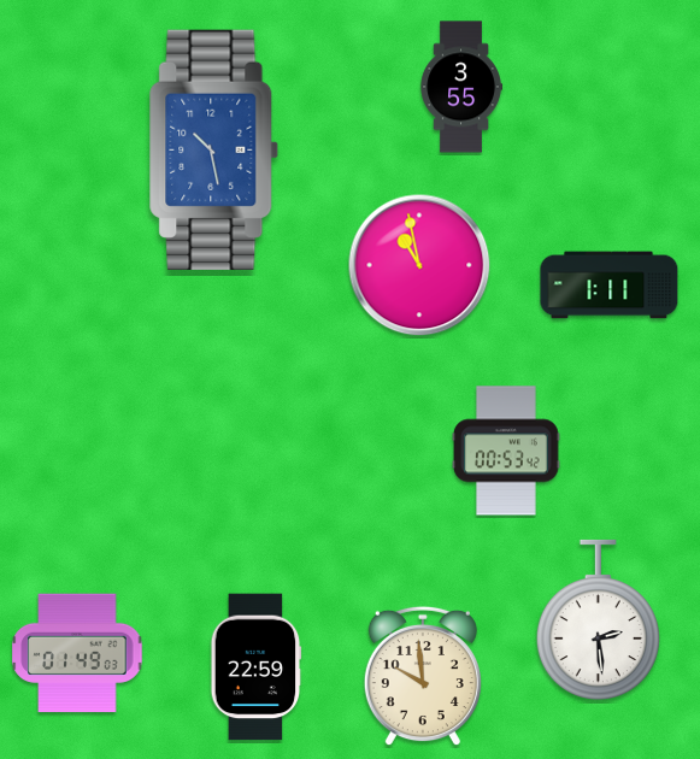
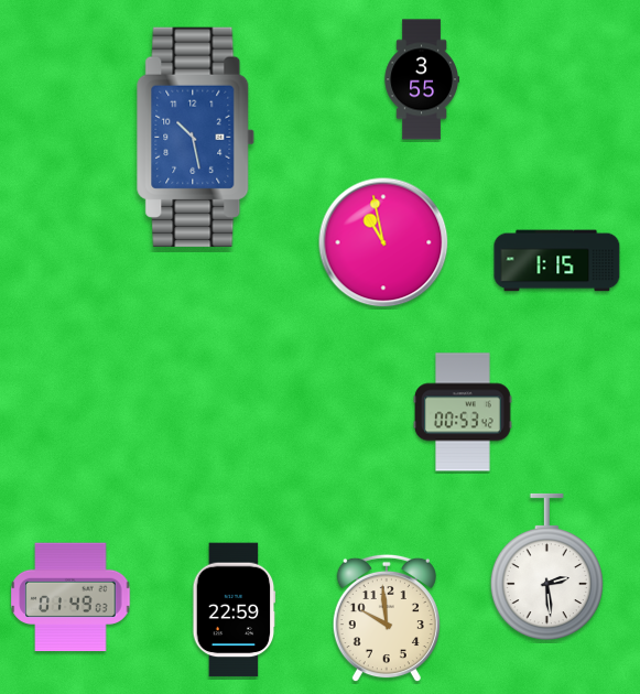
clock at (610, 286): 1:11 -> 1:15
